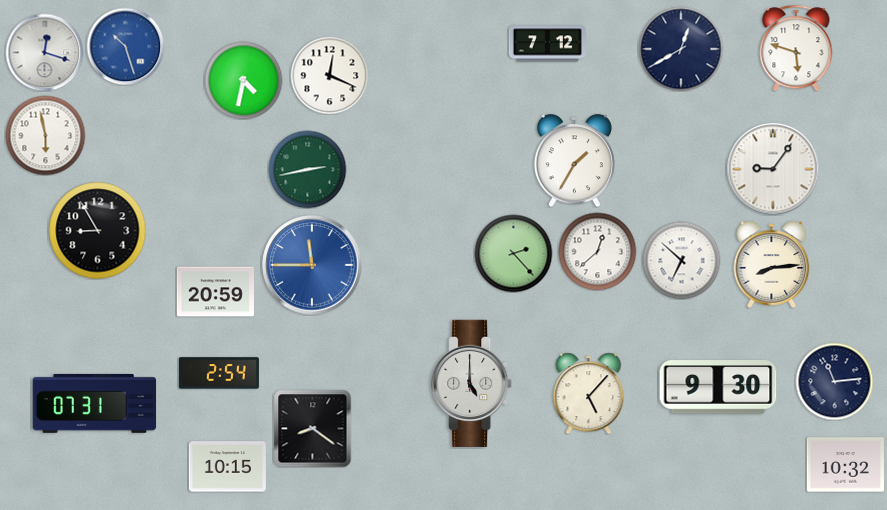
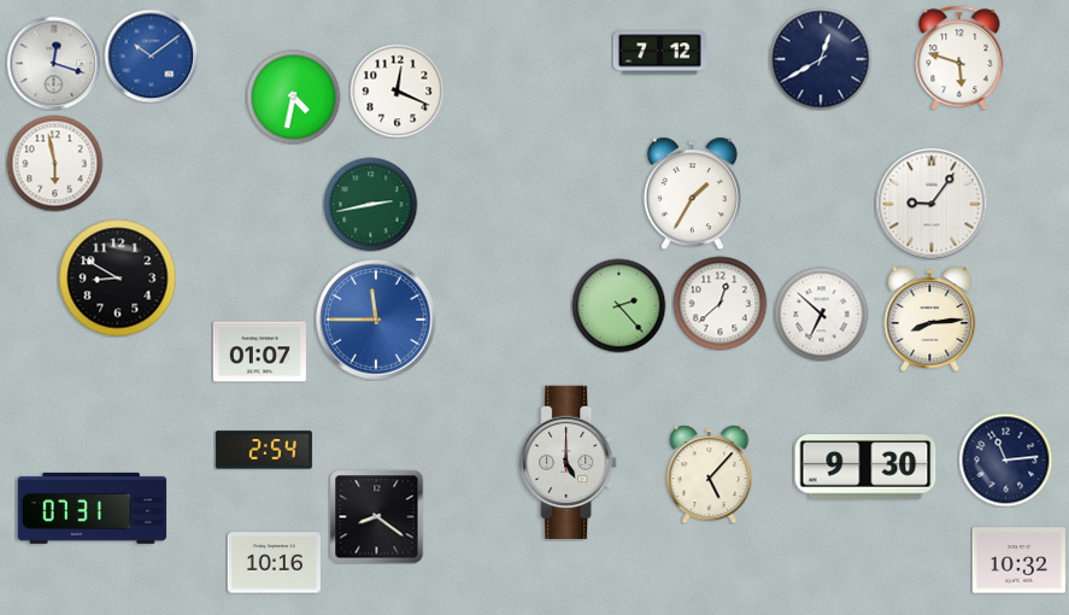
clock at (125, 46): 10:27 -> 10:09
clock at (97, 230): 8:55 -> 8:50
clock at (215, 292): 20:59 -> 01:07
clock at (95, 403) position: (95, 403) -> (93, 508)
clock at (227, 467): 10:15 -> 10:16
